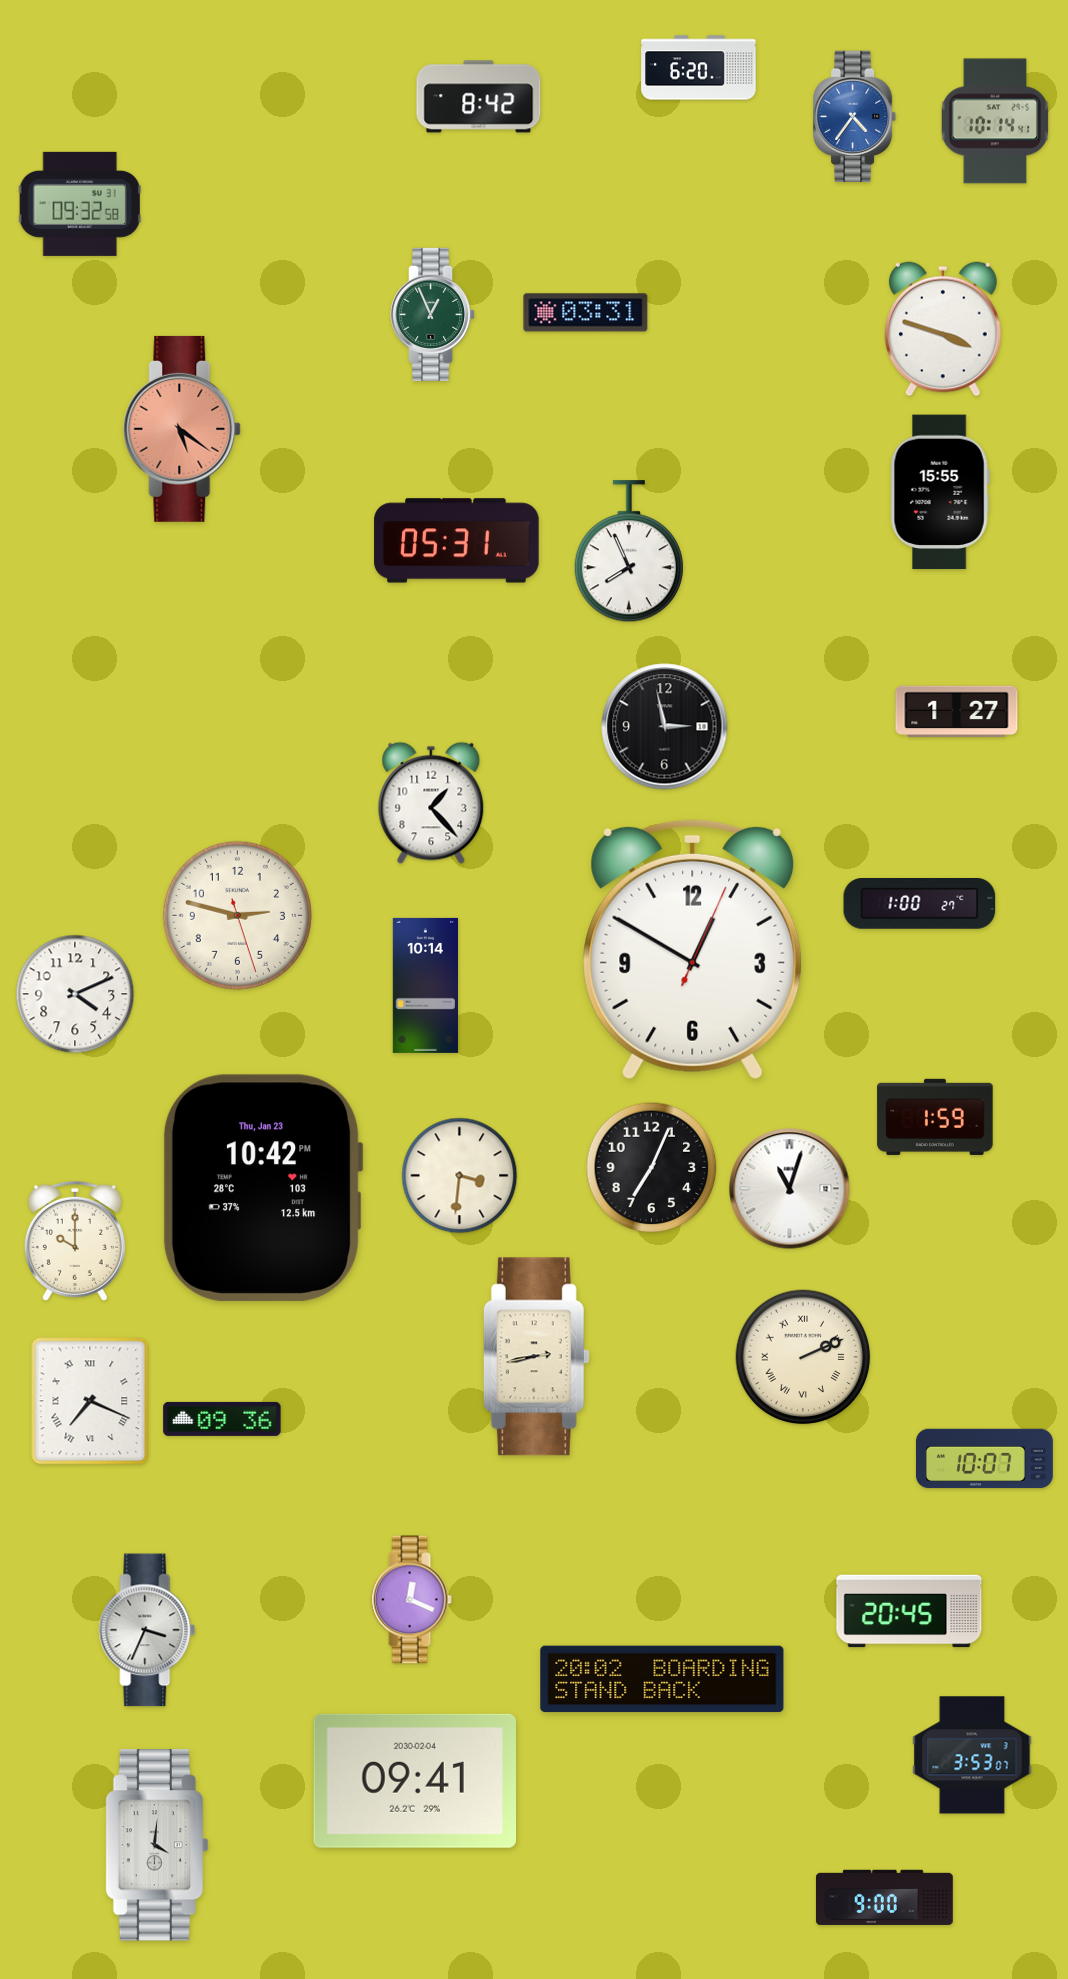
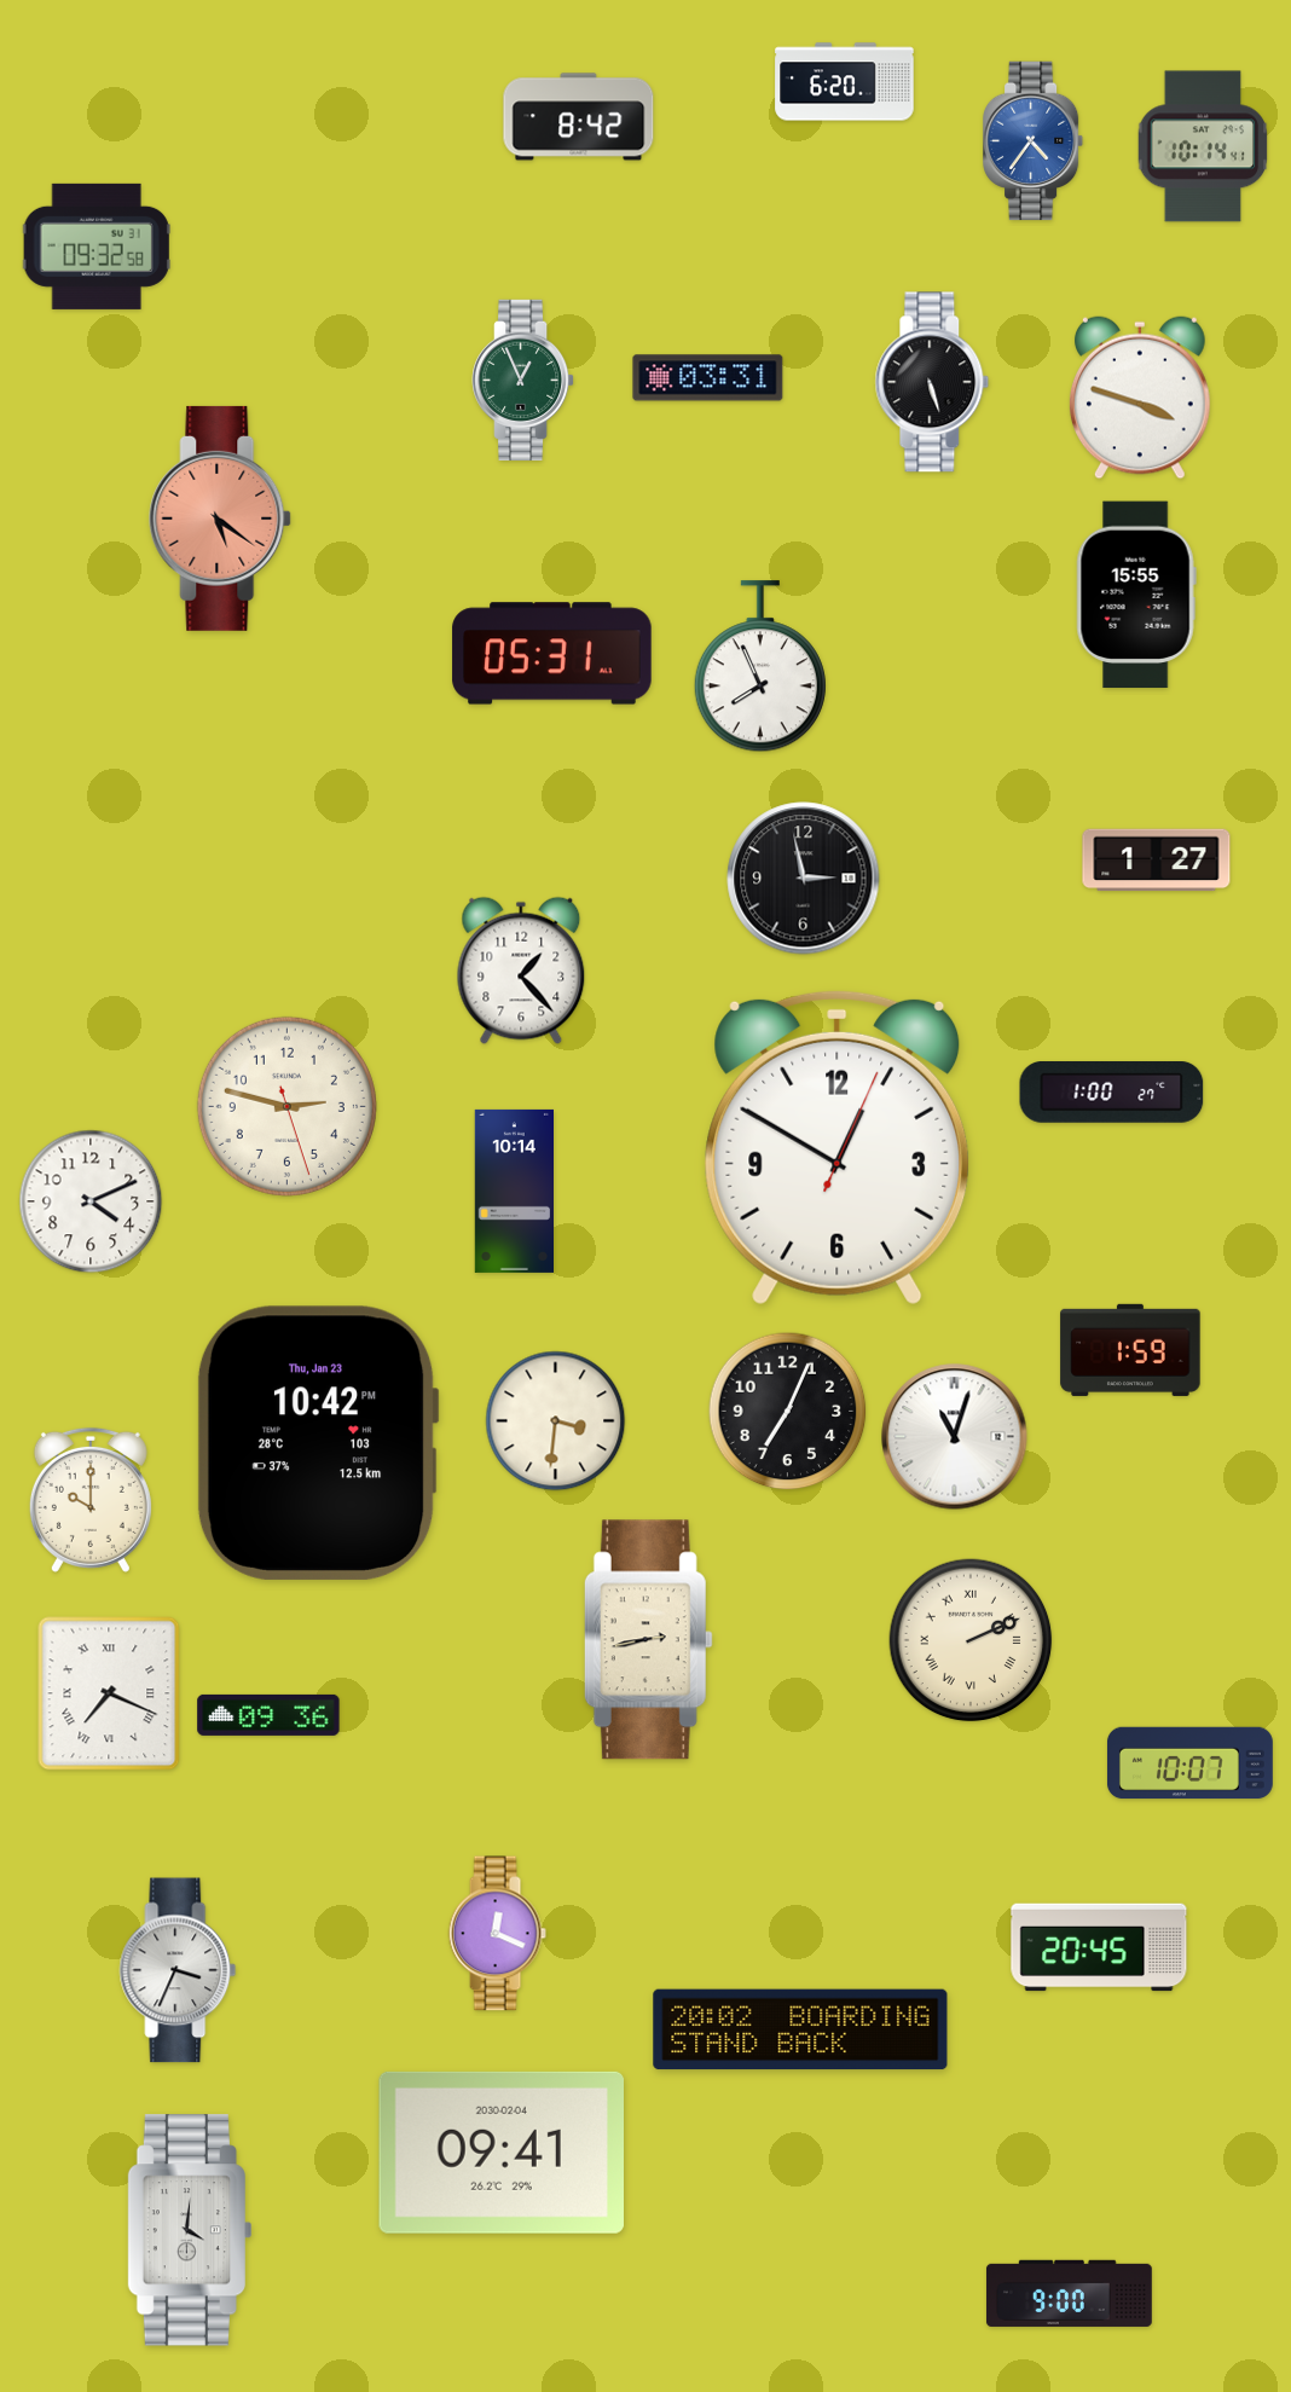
clock at (932, 382): none -> 5:27
clock at (263, 1188) position: (263, 1188) -> (318, 1443)
clock at (972, 1755): 3:53 -> none
